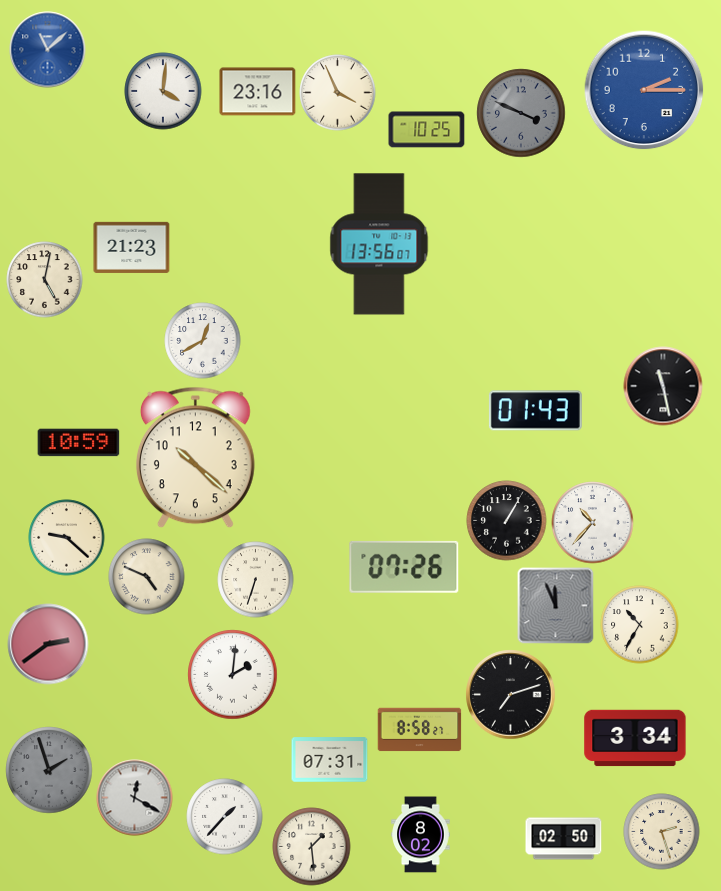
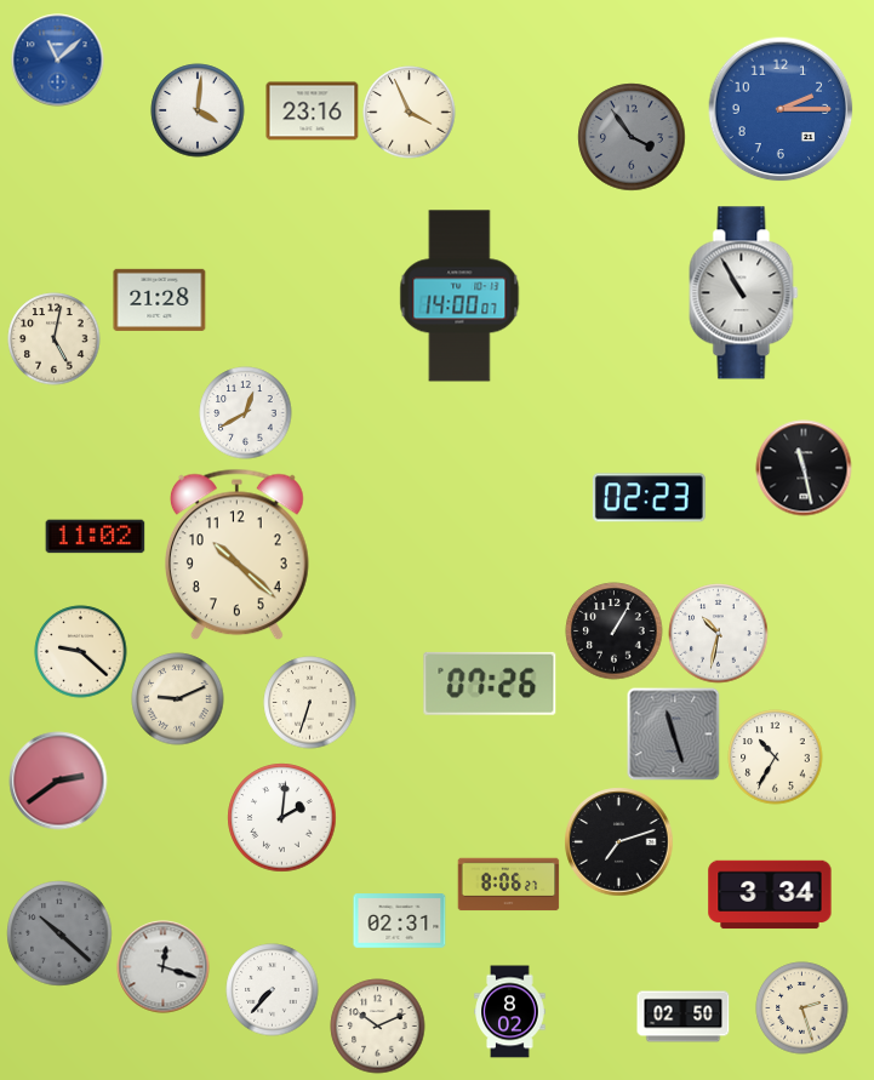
clock at (521, 113): 3:49 -> 3:54
clock at (427, 130): 10:25 -> none
clock at (744, 293): none -> 10:55
clock at (379, 244): 13:56 -> 14:00
clock at (132, 247): 21:23 -> 21:28
clock at (535, 411): 01:43 -> 02:23
clock at (79, 443): 10:59 -> 11:02
clock at (593, 523): 10:37 -> 10:32
clock at (404, 567) position: (404, 567) -> (490, 684)
clock at (147, 577): 4:49 -> 9:11
clock at (556, 606): 11:56 -> 11:27
clock at (420, 730): 8:58 -> 8:06
clock at (330, 760): 07:31 -> 02:31
clock at (49, 770): 1:57 -> 10:22
clock at (135, 798): 12:20 -> 12:18
clock at (225, 817): 1:37 -> 7:37
clock at (312, 847): 1:29 -> 10:11
